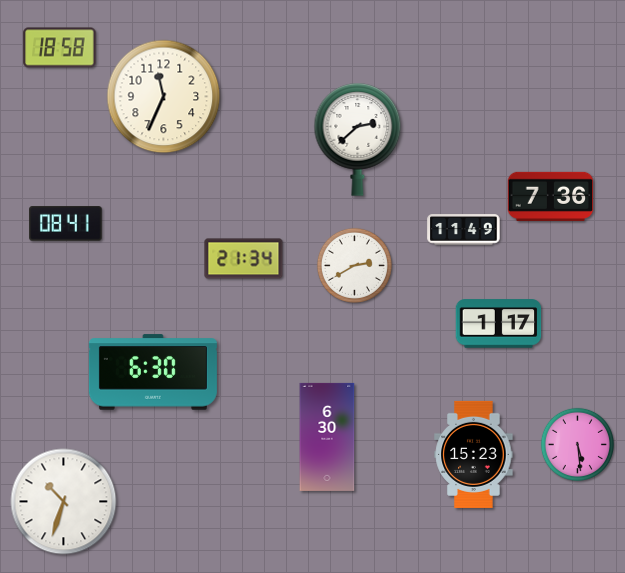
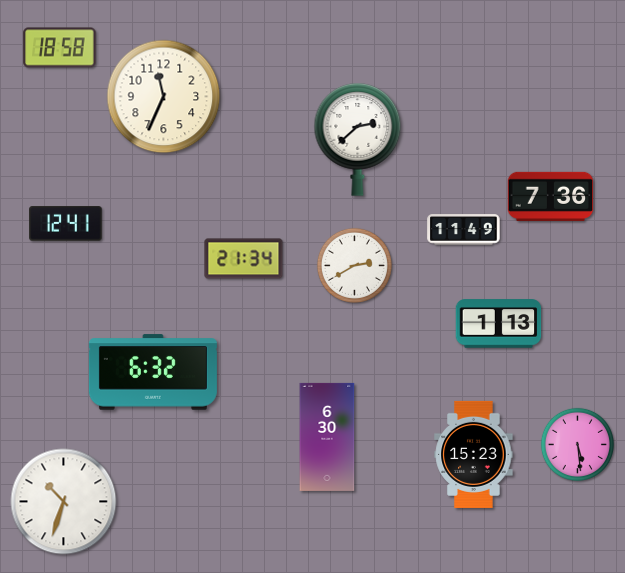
clock at (66, 224): 08:41 -> 12:41
clock at (499, 324): 1:17 -> 1:13
clock at (153, 372): 6:30 -> 6:32
